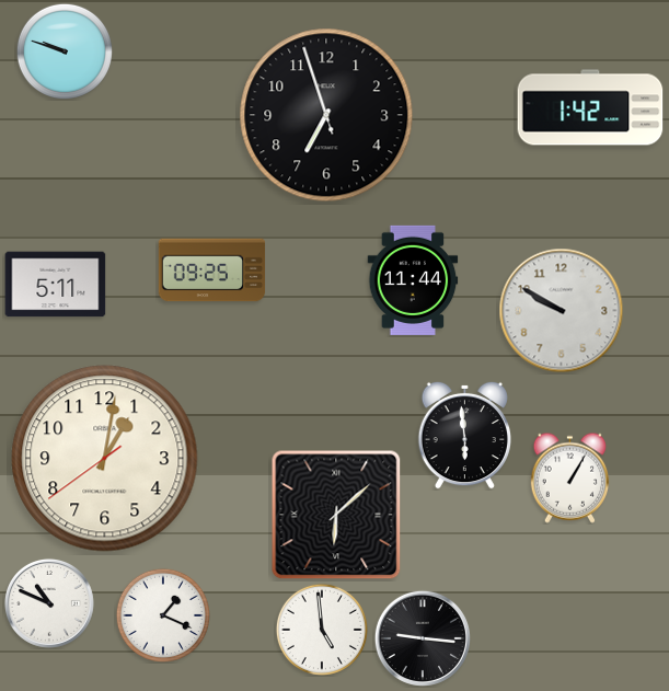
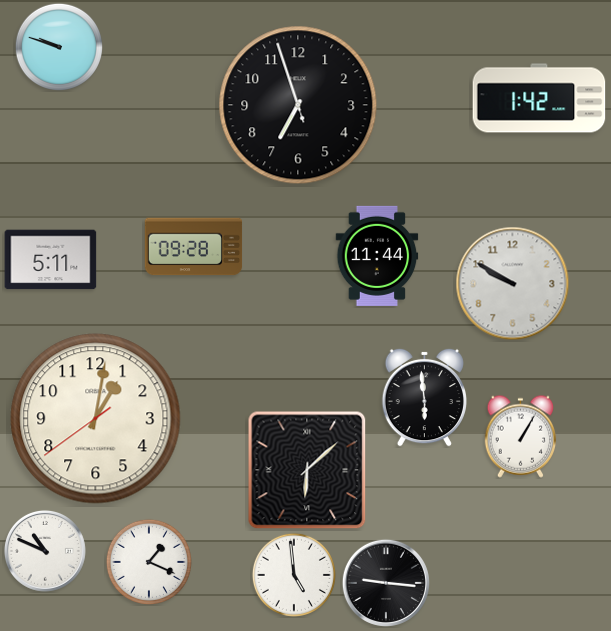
clock at (212, 270): 09:25 -> 09:28
